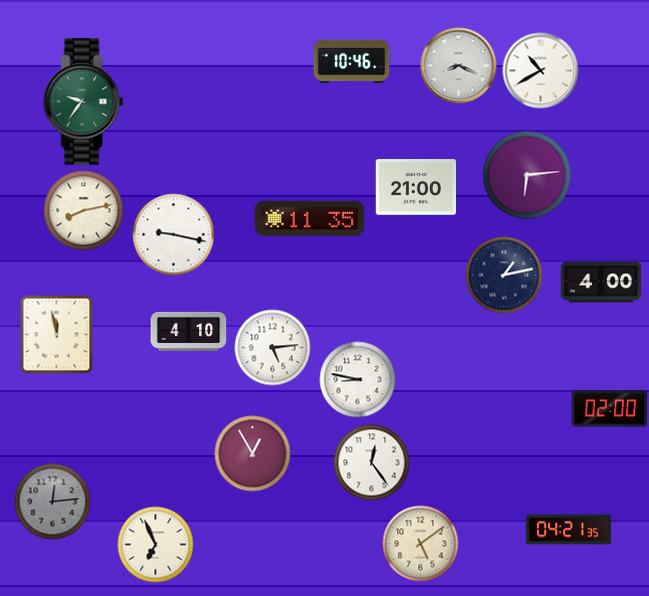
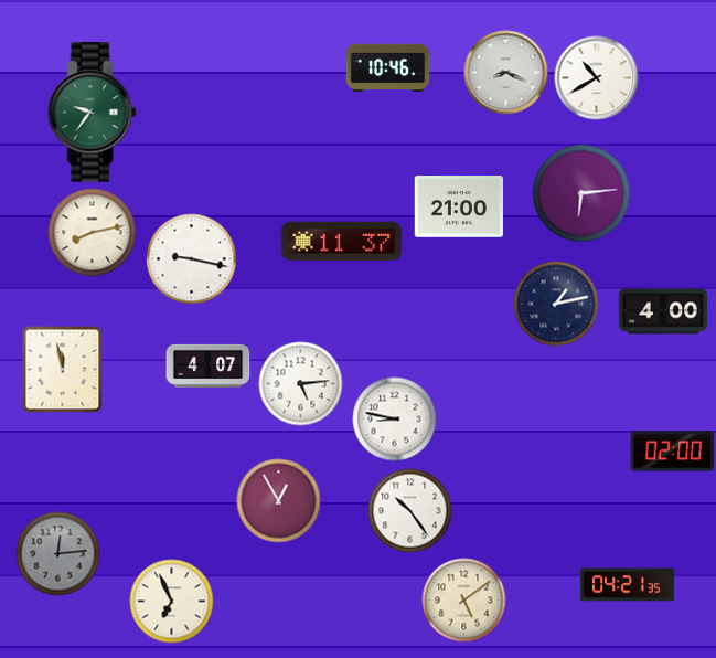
clock at (310, 218): 11:35 -> 11:37
clock at (189, 331): 4:10 -> 4:07
clock at (372, 463): 12:24 -> 10:24
